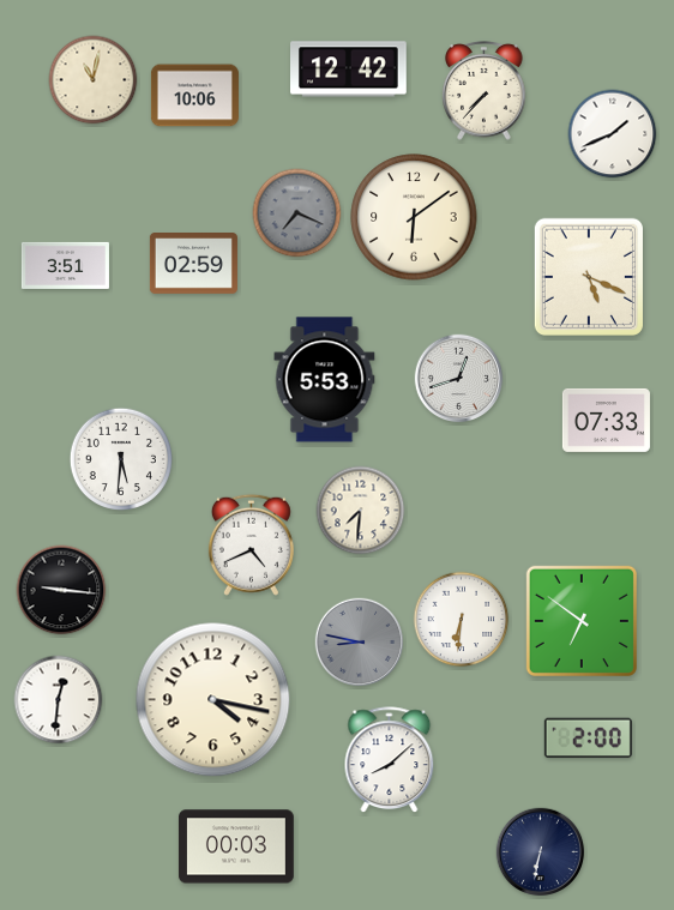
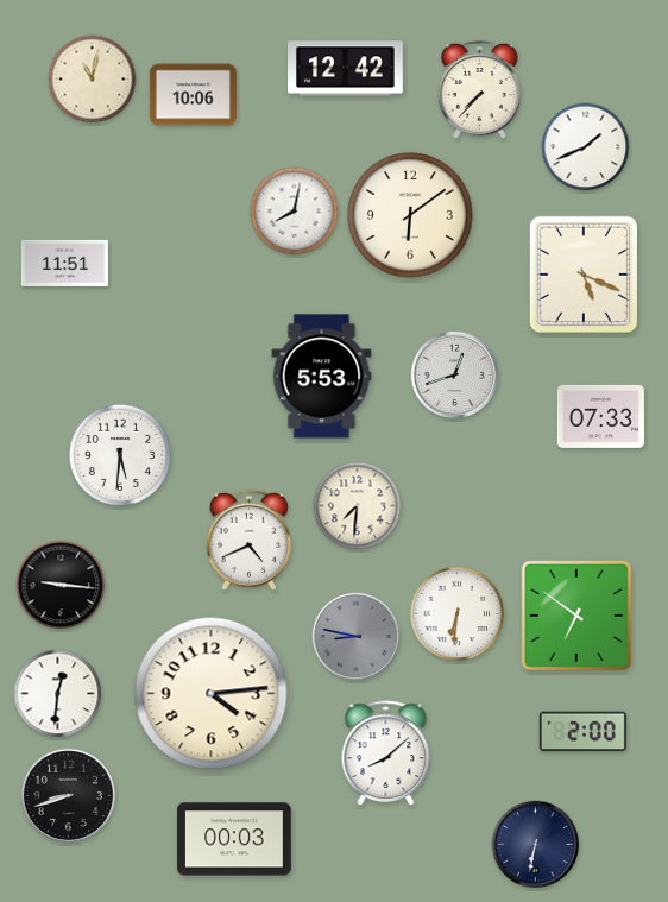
clock at (613, 134) position: (613, 134) -> (586, 147)
clock at (297, 213): 7:19 -> 8:02
clock at (297, 213) dial: grey -> white
clock at (193, 264): 02:59 -> none
clock at (65, 265): 3:51 -> 11:51
clock at (213, 700): 4:17 -> 4:14
clock at (68, 795): none -> 8:42
